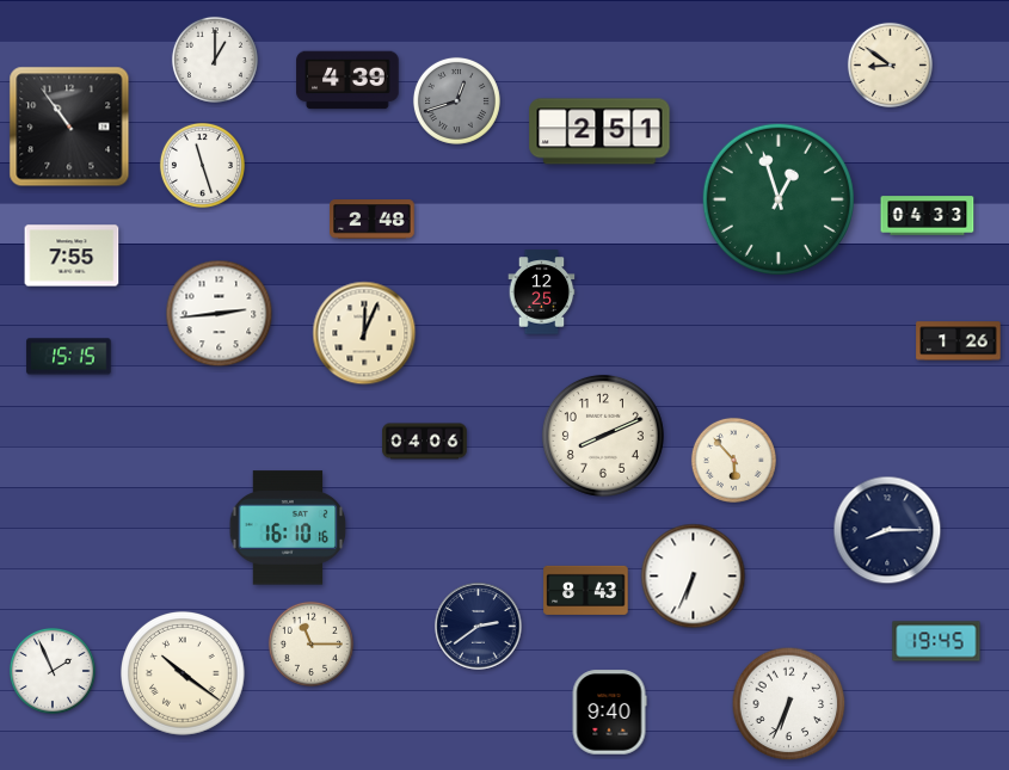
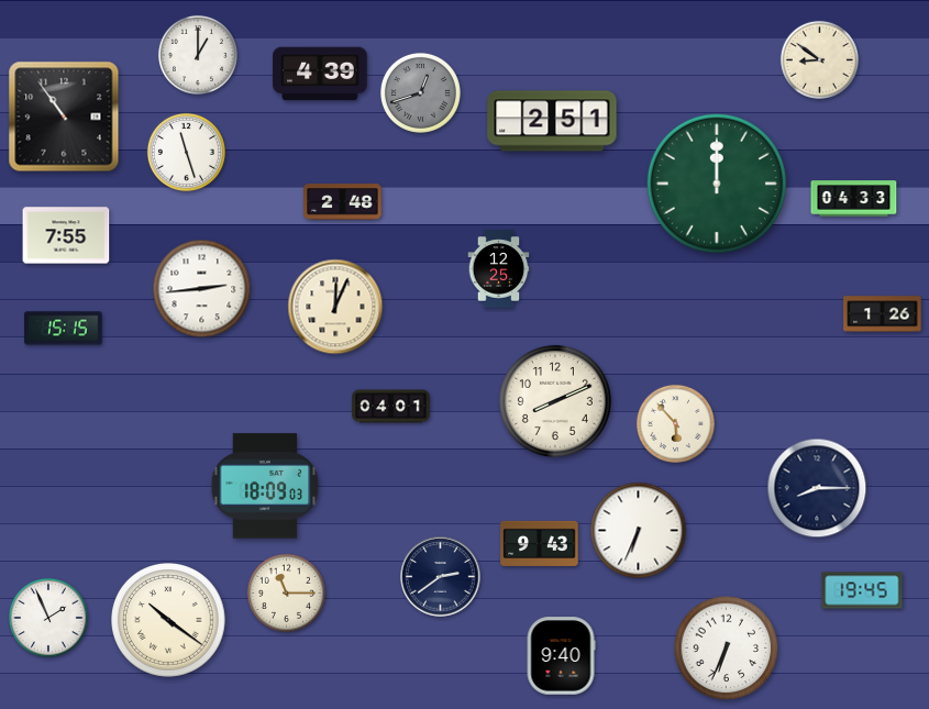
clock at (779, 199): 12:57 -> 12:00
clock at (425, 442): 04:06 -> 04:01
clock at (288, 528): 16:10 -> 18:09
clock at (586, 590): 8:43 -> 9:43
